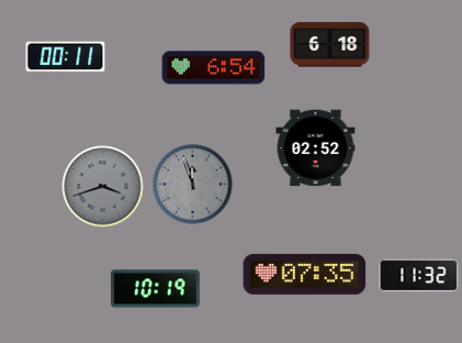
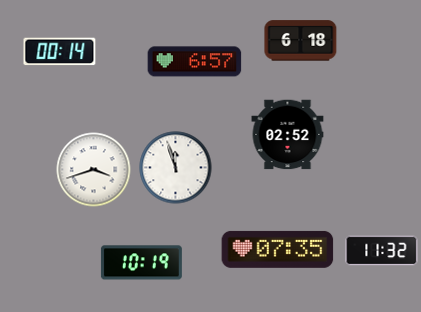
clock at (66, 57): 00:11 -> 00:14
clock at (214, 68): 6:54 -> 6:57
clock at (193, 185) dial: grey -> white
clock at (103, 187) dial: grey -> white
